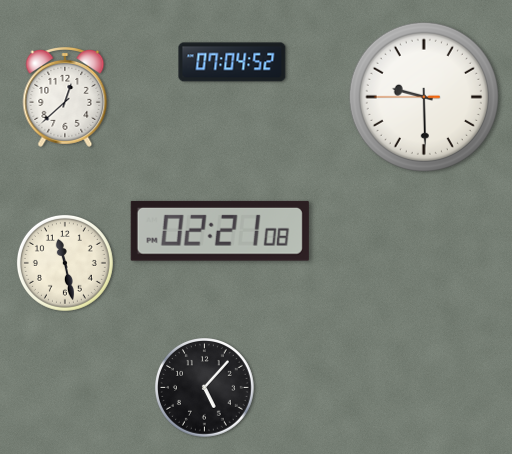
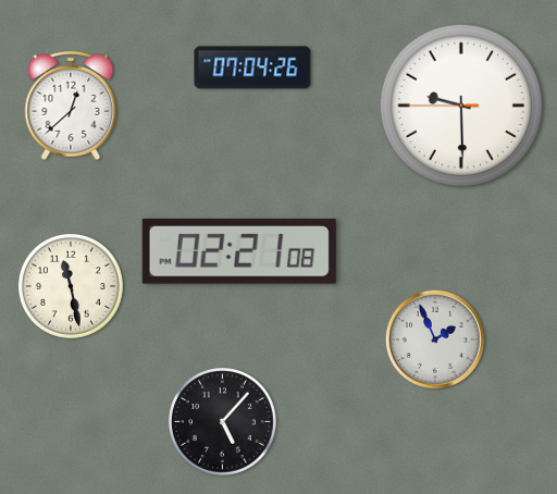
clock at (232, 62): 07:04:52 -> 07:04:26
clock at (435, 339): none -> 1:56
